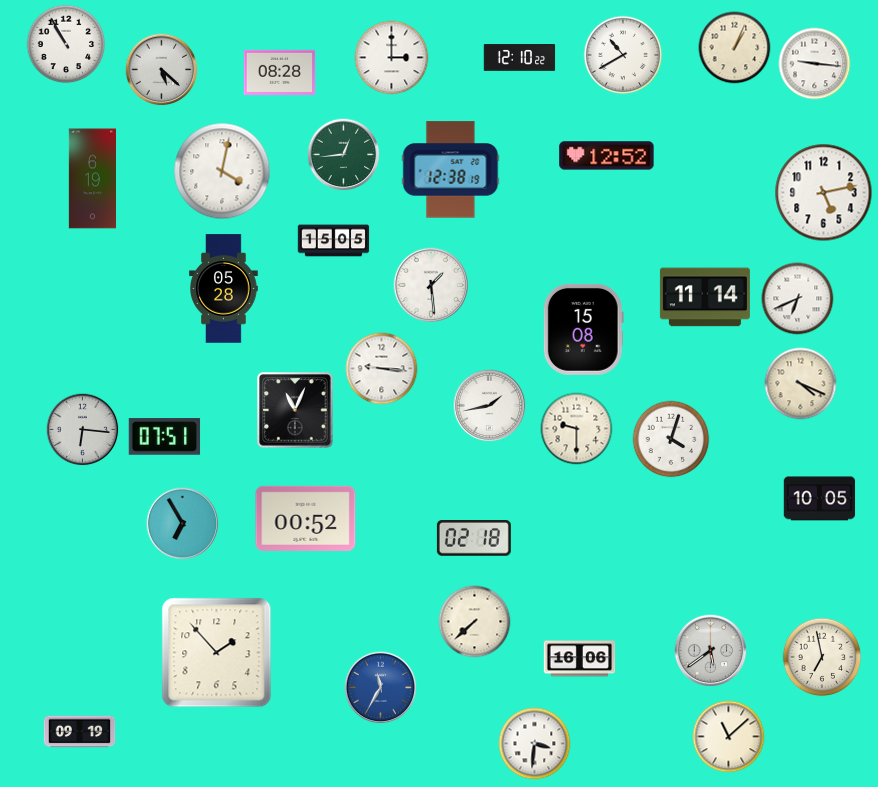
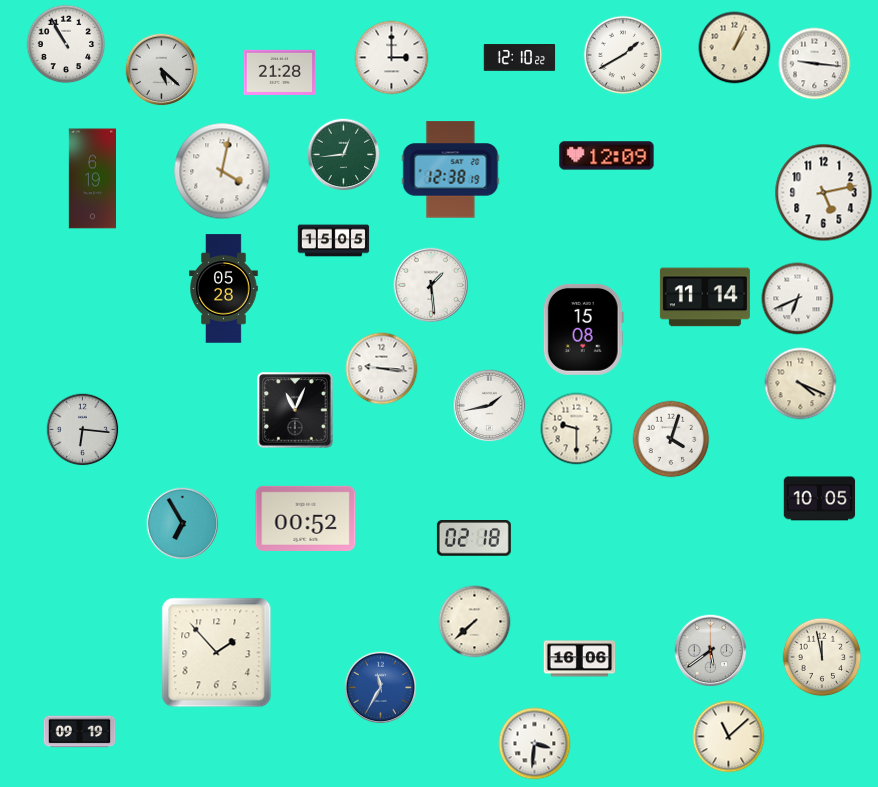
clock at (623, 55): 10:40 -> 1:40
clock at (280, 72): 08:28 -> 21:28
clock at (607, 156): 12:52 -> 12:09
clock at (165, 437): 07:51 -> none
clock at (822, 657): 6:58 -> 11:58
